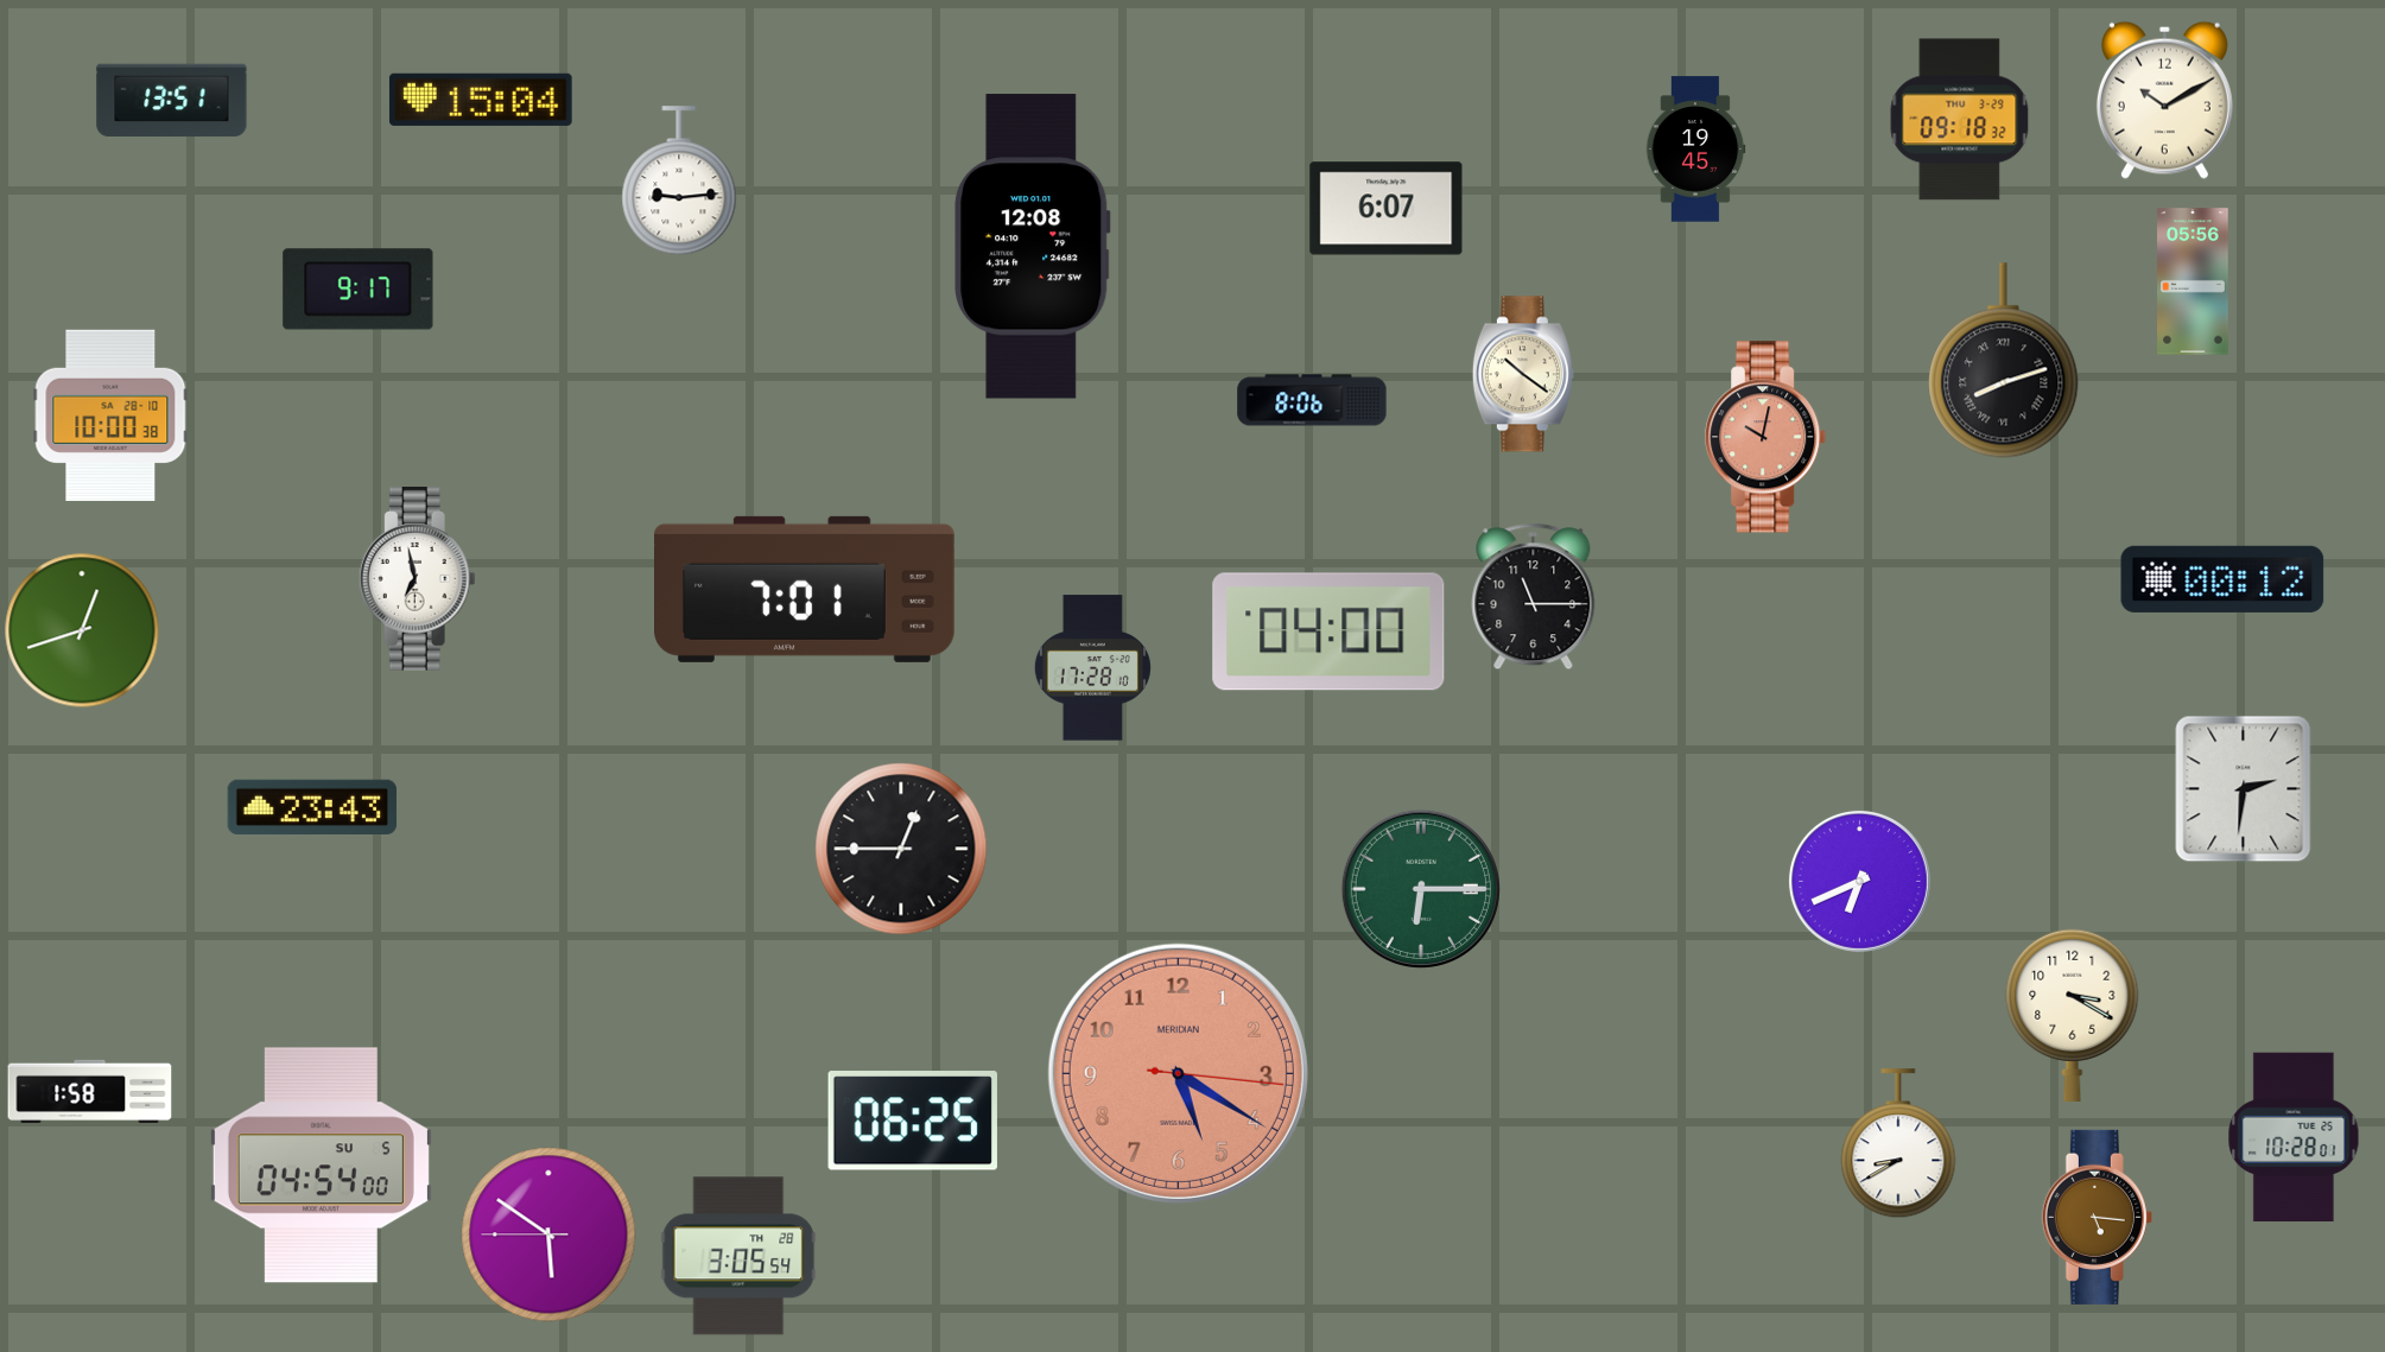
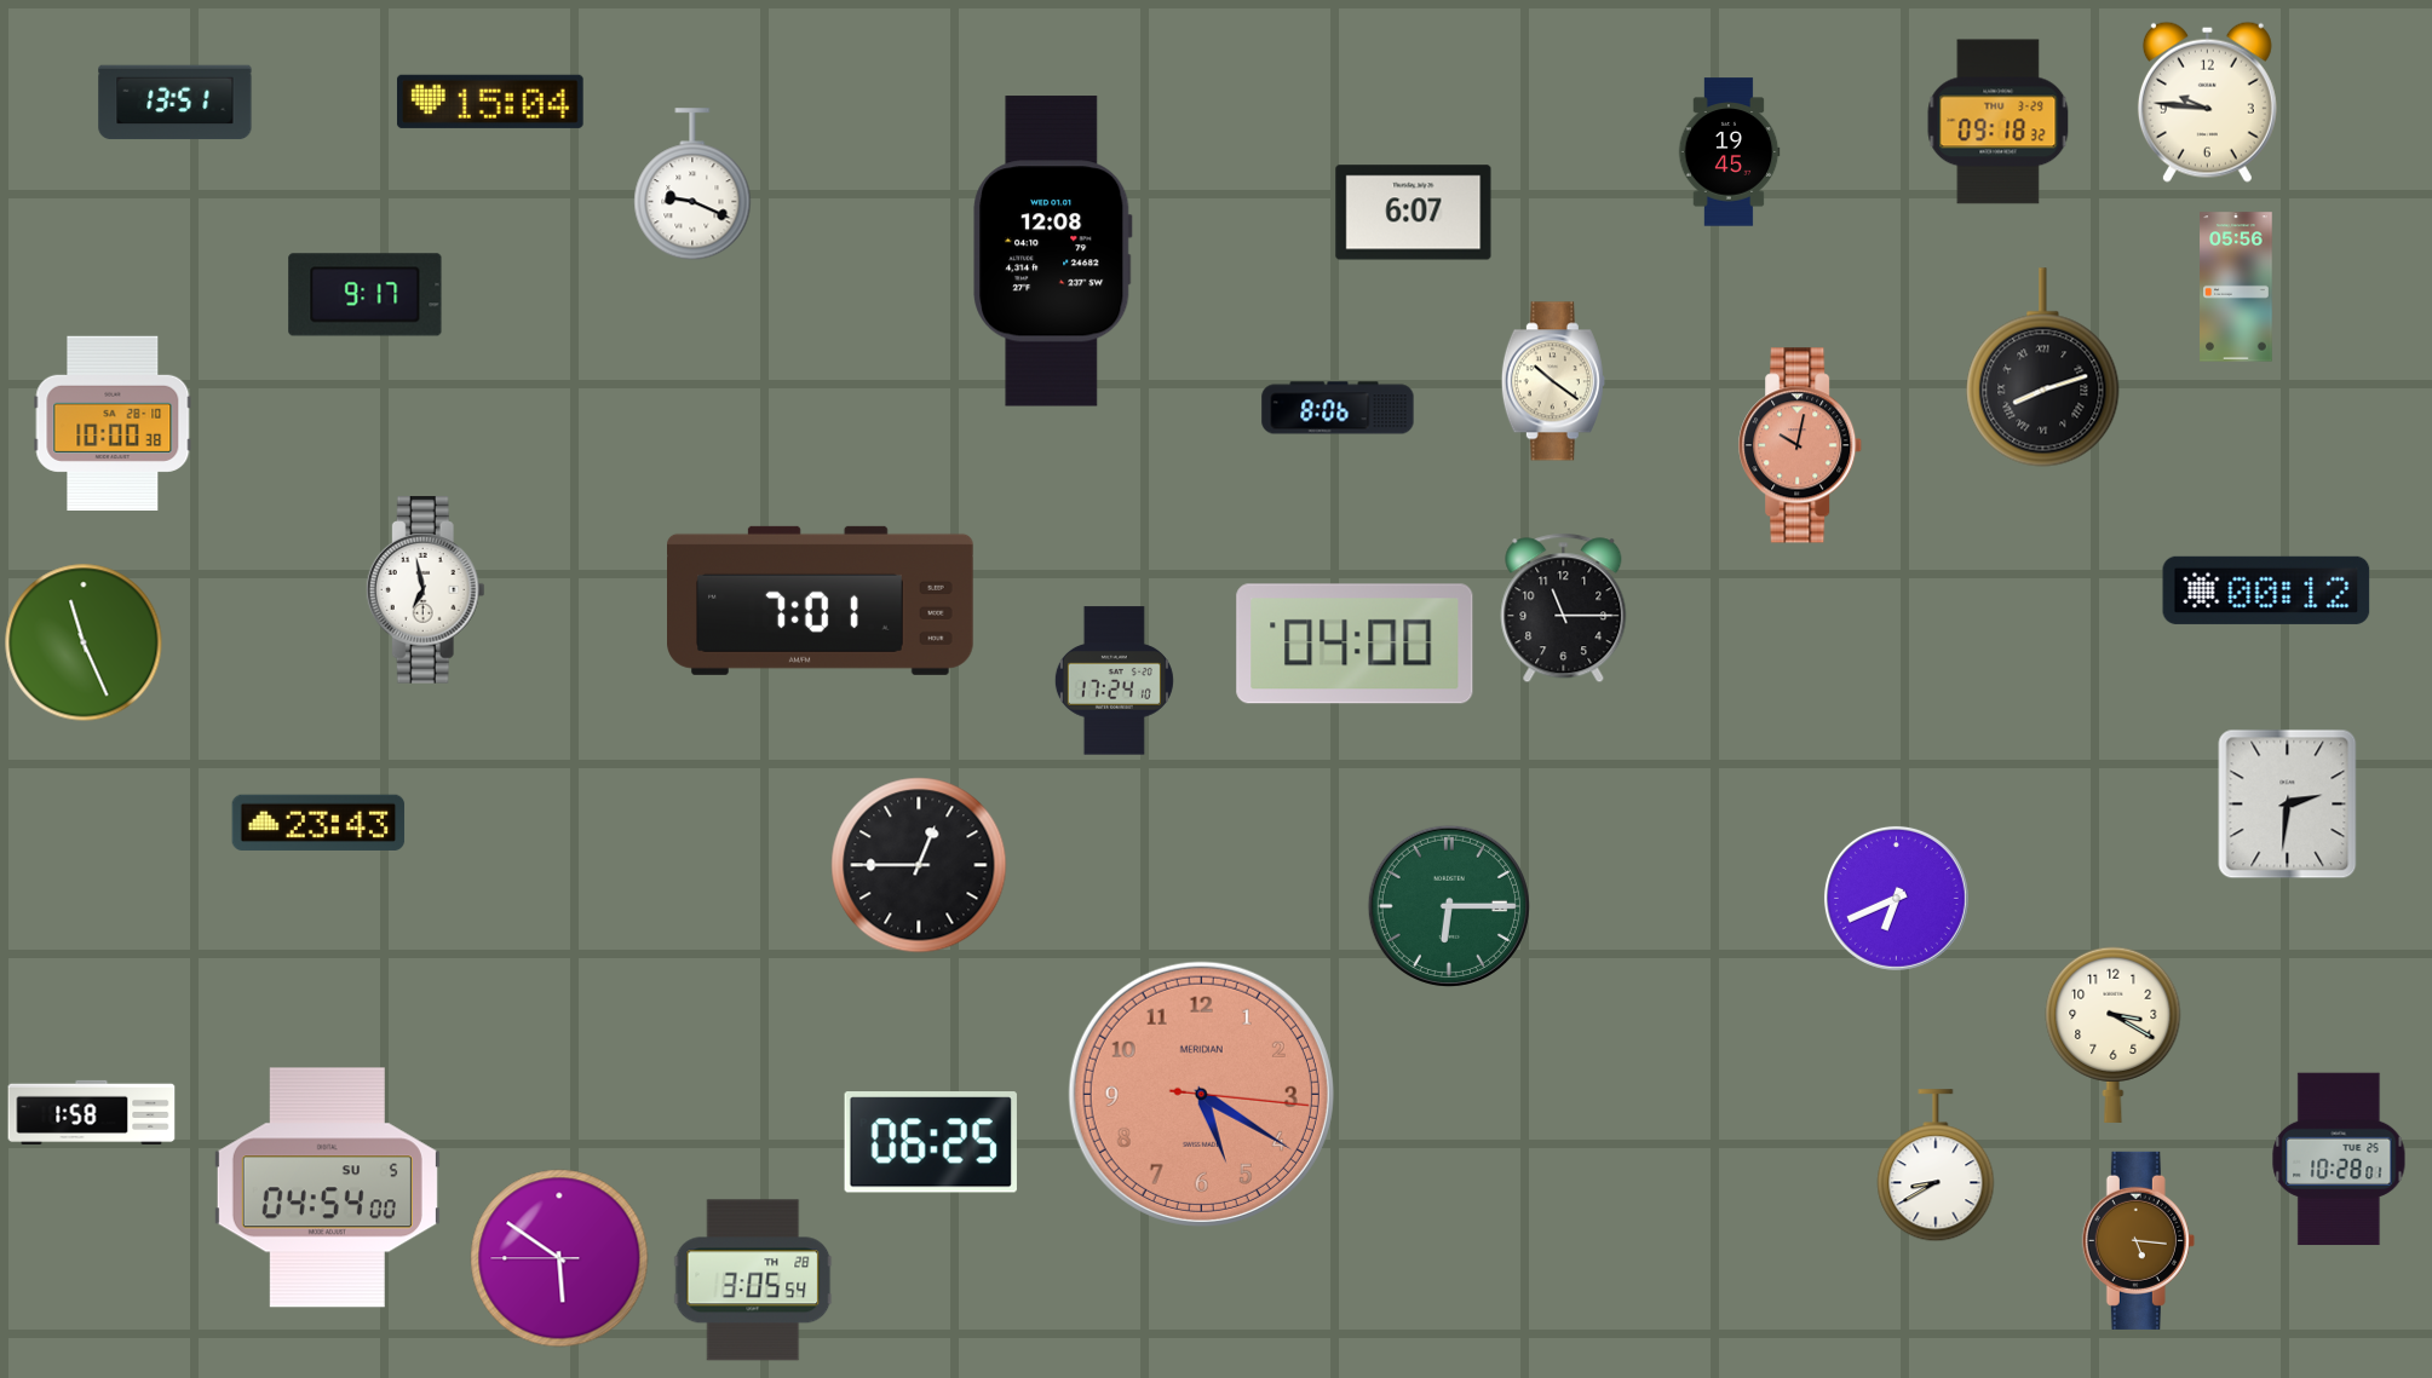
clock at (2164, 100): 10:10 -> 9:46
clock at (679, 182): 9:14 -> 9:19
clock at (82, 630): 12:42 -> 11:26
clock at (1092, 668): 17:28 -> 17:24
